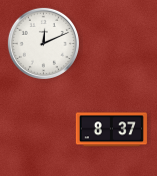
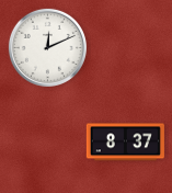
clock at (111, 130) position: (111, 130) -> (125, 143)
